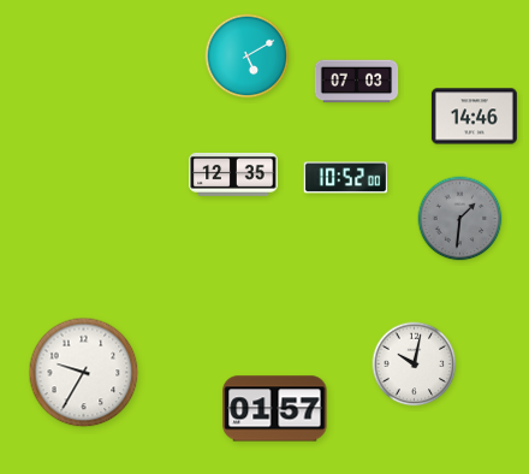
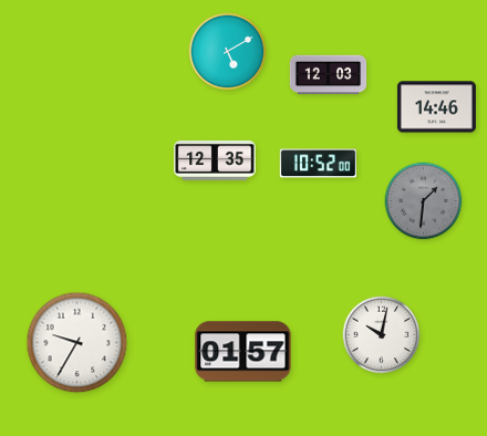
clock at (357, 82): 07:03 -> 12:03
clock at (275, 409) position: (275, 409) -> (244, 352)
